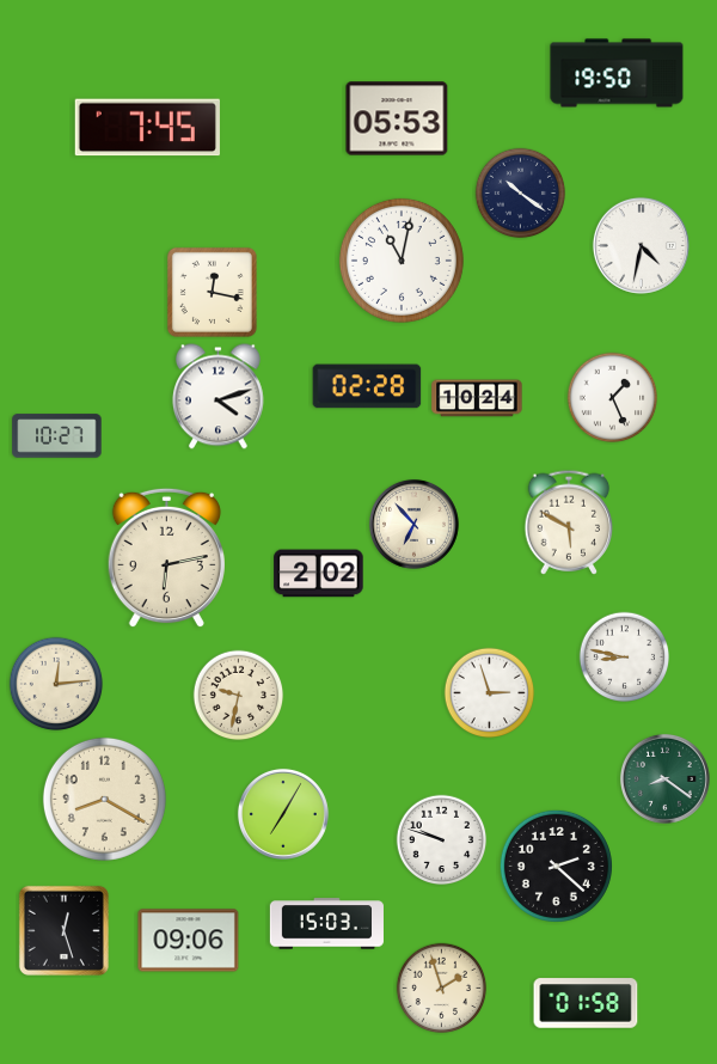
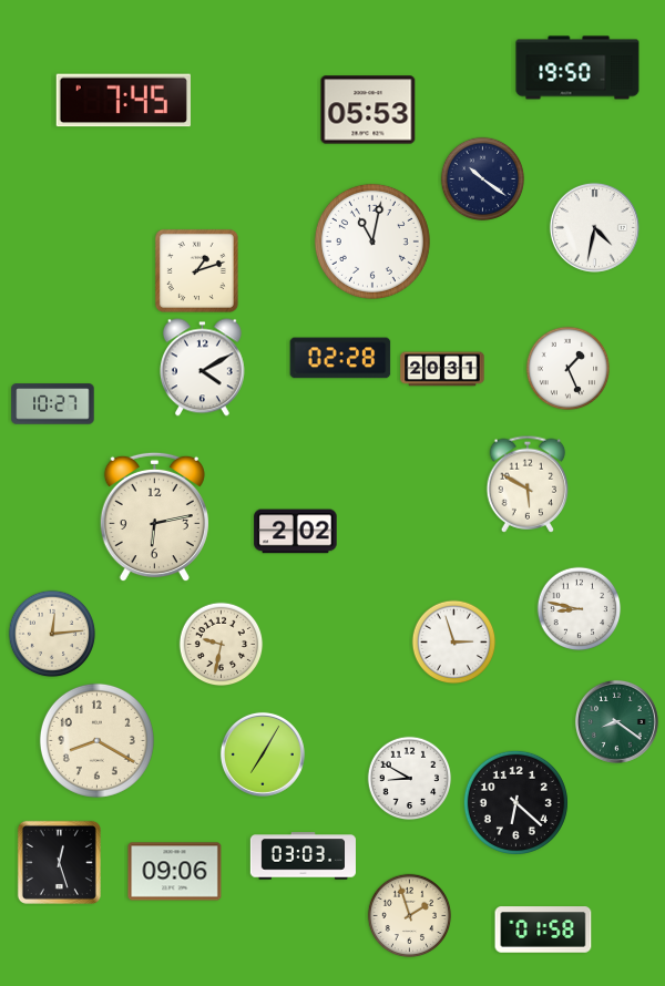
clock at (617, 73) position: (617, 73) -> (577, 68)
clock at (147, 128) position: (147, 128) -> (123, 101)
clock at (212, 292): 12:17 -> 1:12
clock at (217, 397): 4:12 -> 4:10
clock at (477, 398): 10:24 -> 20:31
clock at (413, 524): 6:53 -> none
clock at (442, 840): 9:48 -> 8:50
clock at (556, 866): 2:22 -> 6:22
clock at (326, 924): 15:03 -> 03:03
